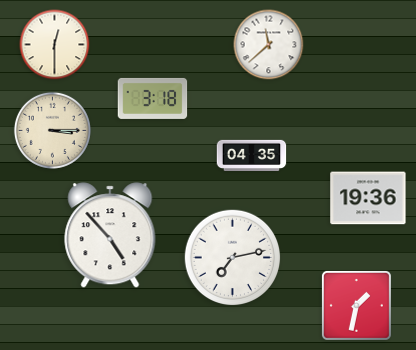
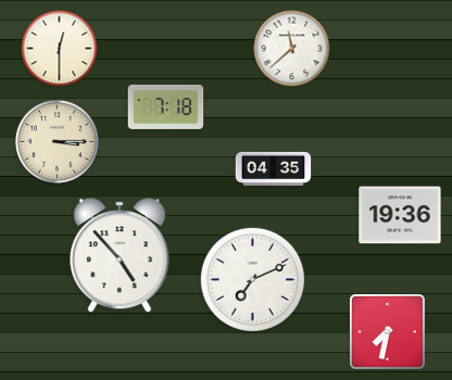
clock at (153, 98): 3:18 -> 7:18
clock at (233, 258): 7:13 -> 7:11
clock at (356, 305): 1:32 -> 7:32
